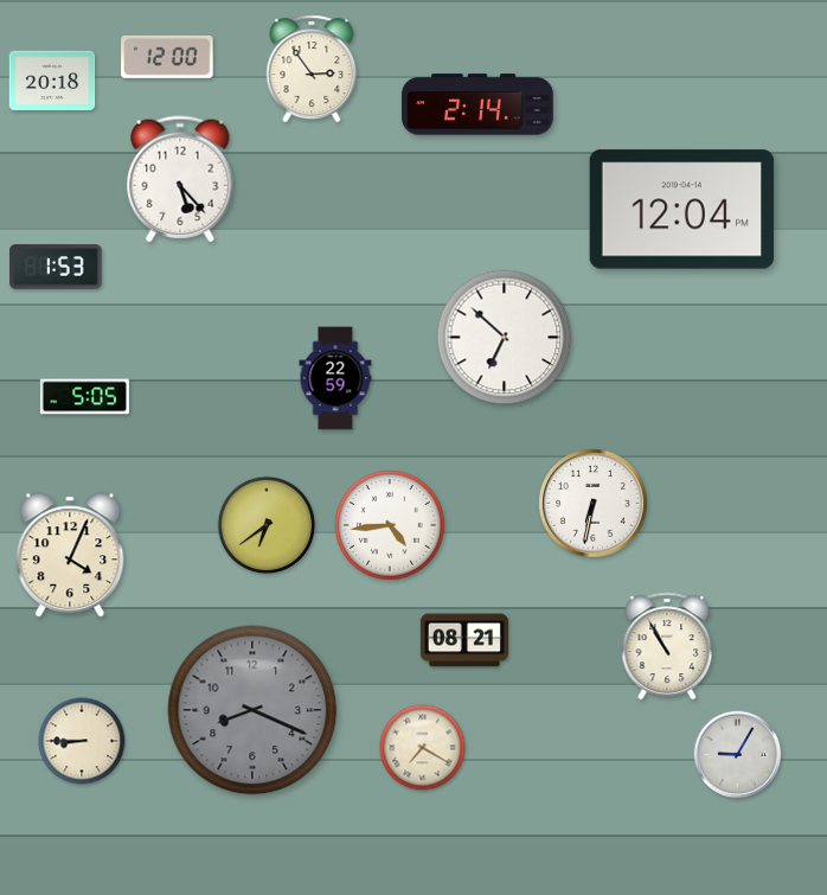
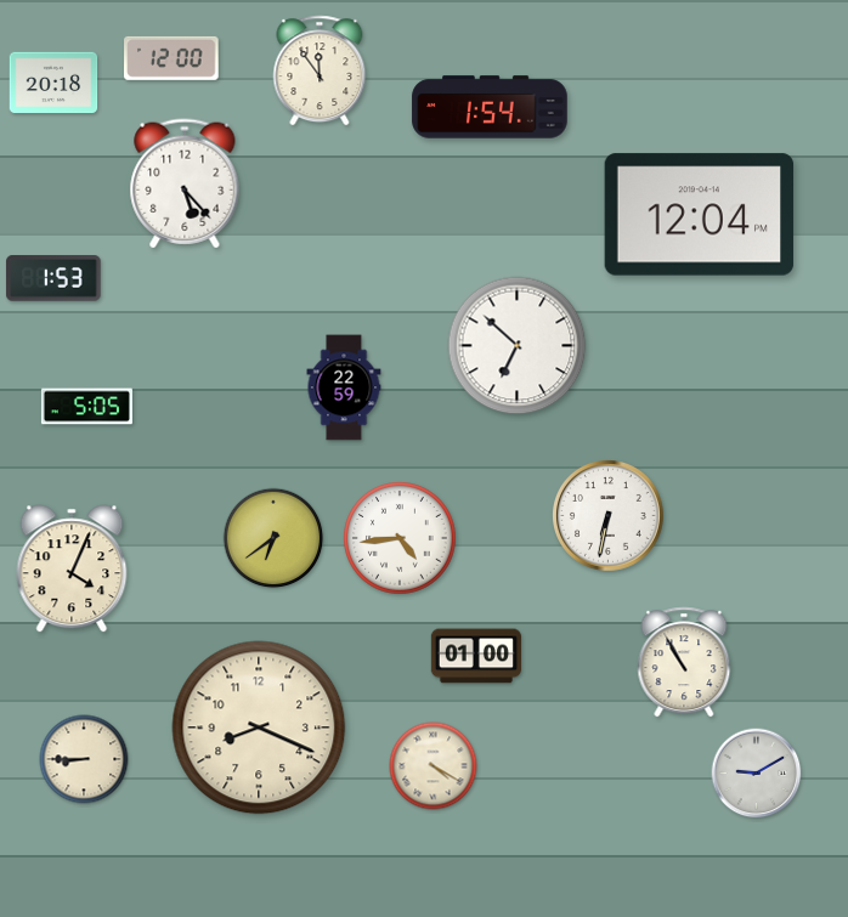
clock at (312, 69): 2:54 -> 11:54
clock at (477, 104): 2:14 -> 1:54
clock at (56, 267) position: (56, 267) -> (53, 278)
clock at (464, 640): 08:21 -> 01:00
clock at (252, 710) dial: grey -> cream
clock at (423, 748): 7:20 -> 4:20
clock at (738, 755): 9:05 -> 9:10
